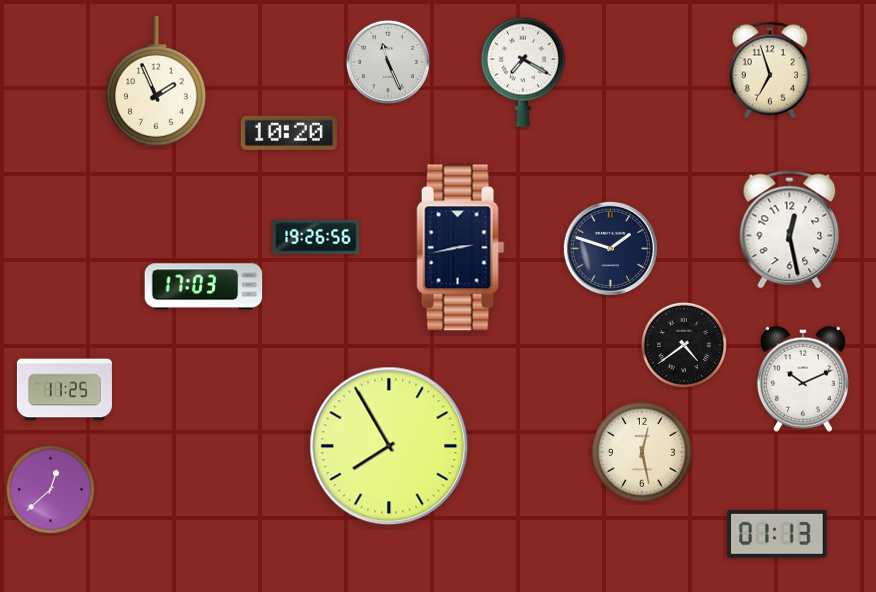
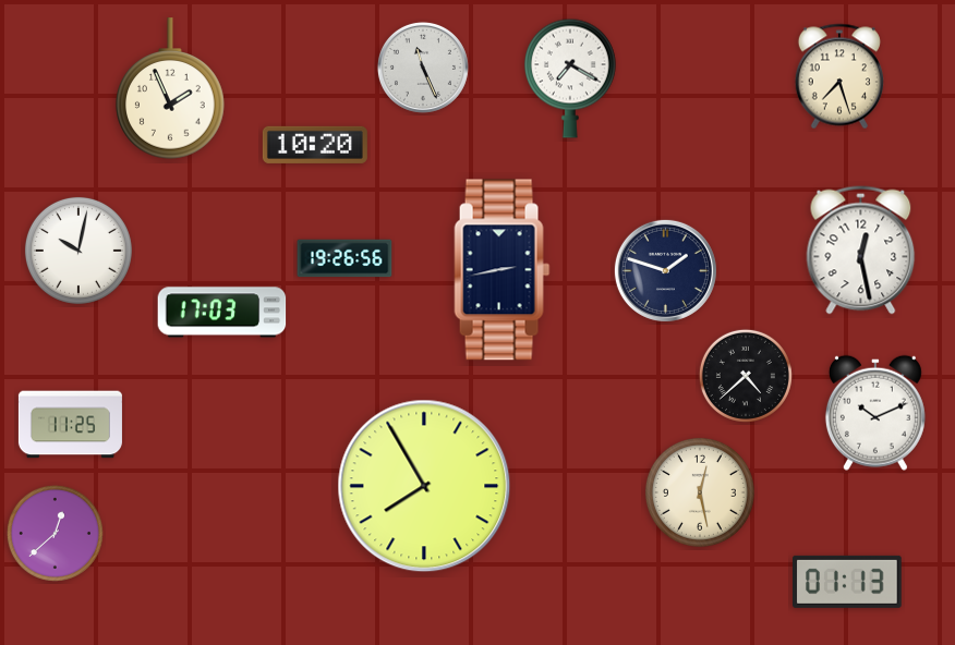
clock at (770, 70): 6:57 -> 7:27
clock at (78, 251): none -> 10:02
clock at (684, 345): 4:39 -> 4:38
